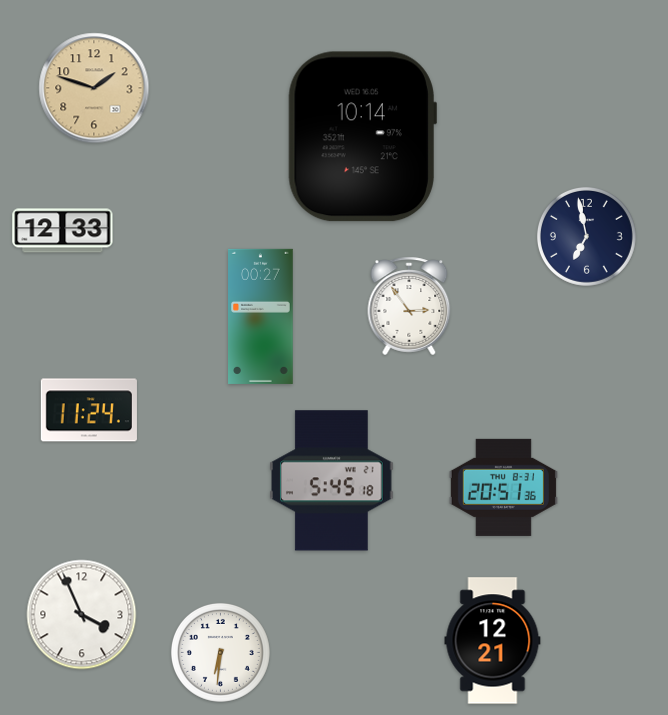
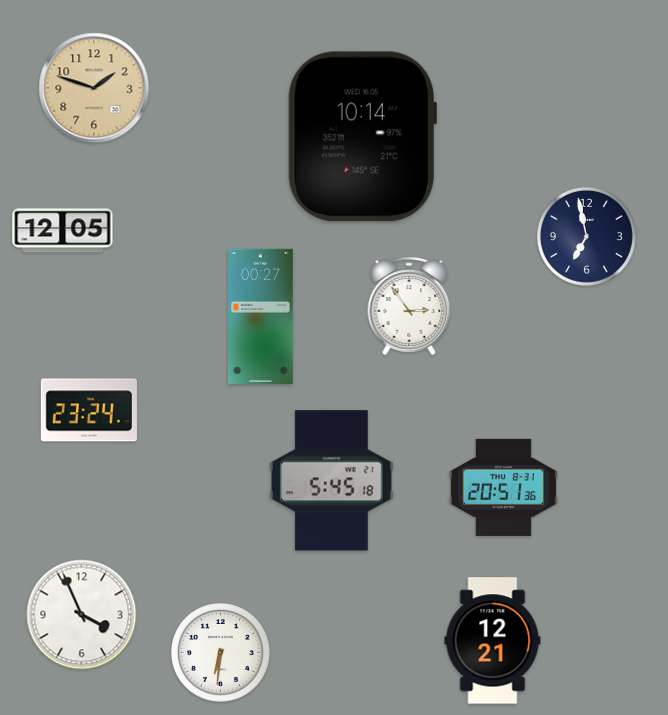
clock at (63, 231): 12:33 -> 12:05
clock at (89, 410): 11:24 -> 23:24
